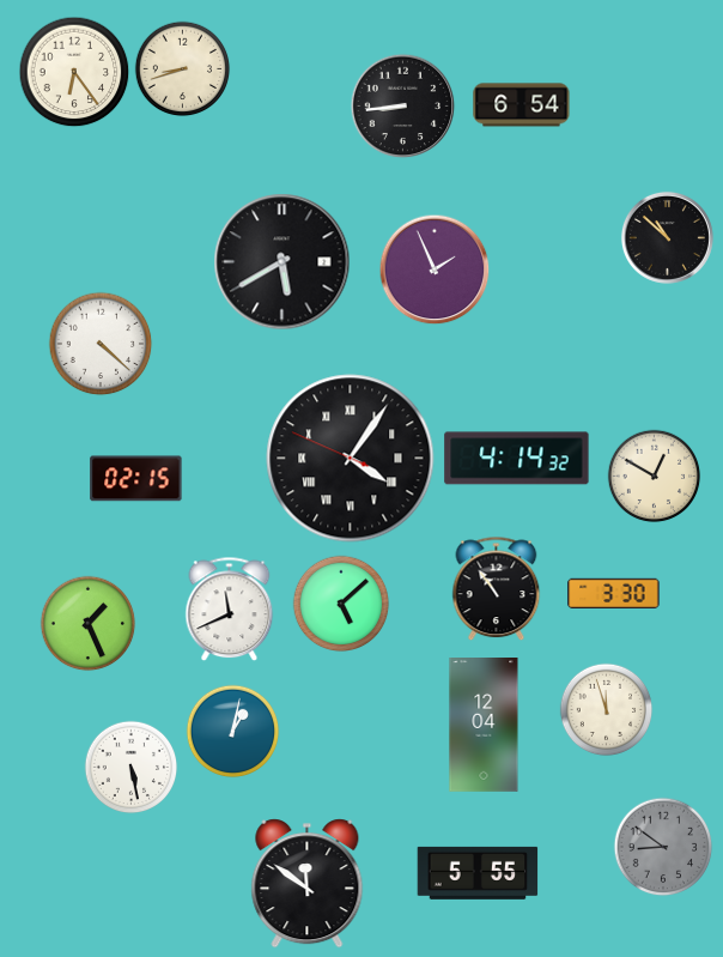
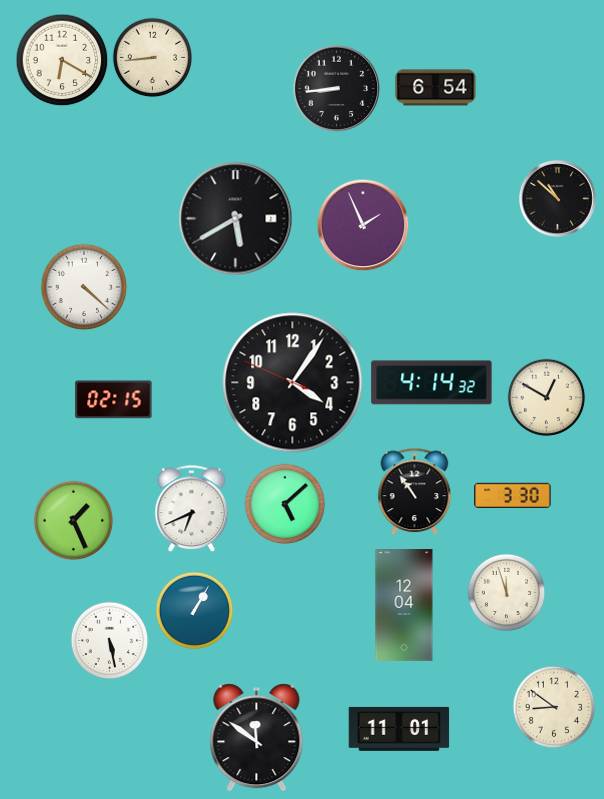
clock at (182, 68): 8:42 -> 8:44
clock at (74, 72): 6:24 -> 6:20
clock at (351, 459) numerals: Roman -> Arabic
clock at (230, 608): 11:41 -> 6:41
clock at (232, 731): 1:02 -> 1:05
clock at (663, 847) dial: grey -> cream
clock at (478, 873): 5:55 -> 11:01
